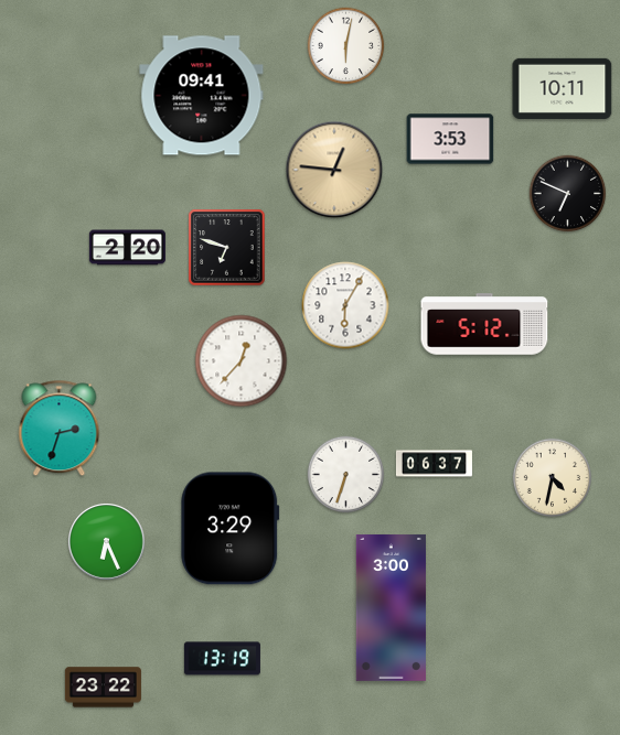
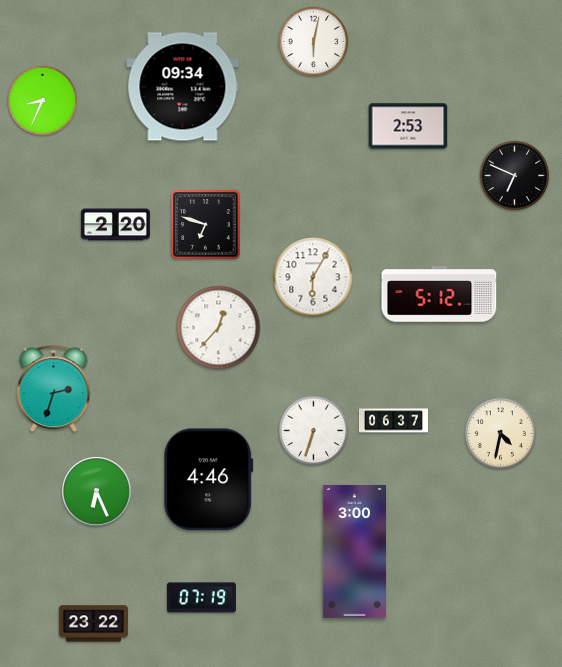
clock at (563, 88): 10:11 -> none
clock at (202, 96): 09:41 -> 09:34
clock at (43, 101): none -> 8:34
clock at (450, 139): 3:53 -> 2:53
clock at (334, 170): 12:46 -> none
clock at (231, 529): 3:29 -> 4:46
clock at (222, 659): 13:19 -> 07:19
